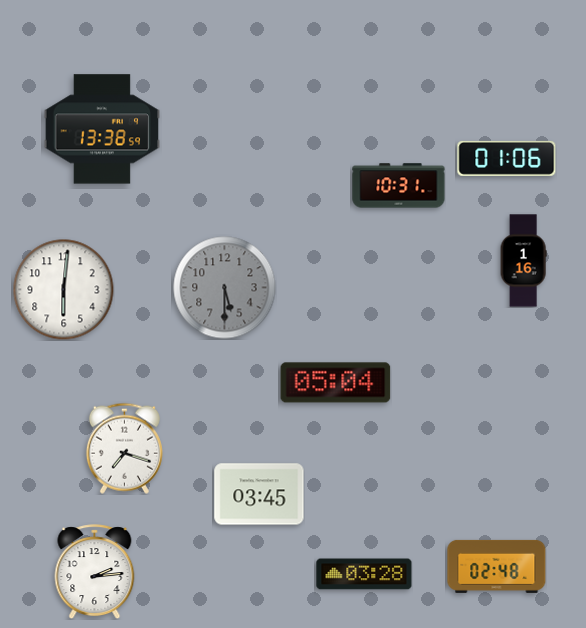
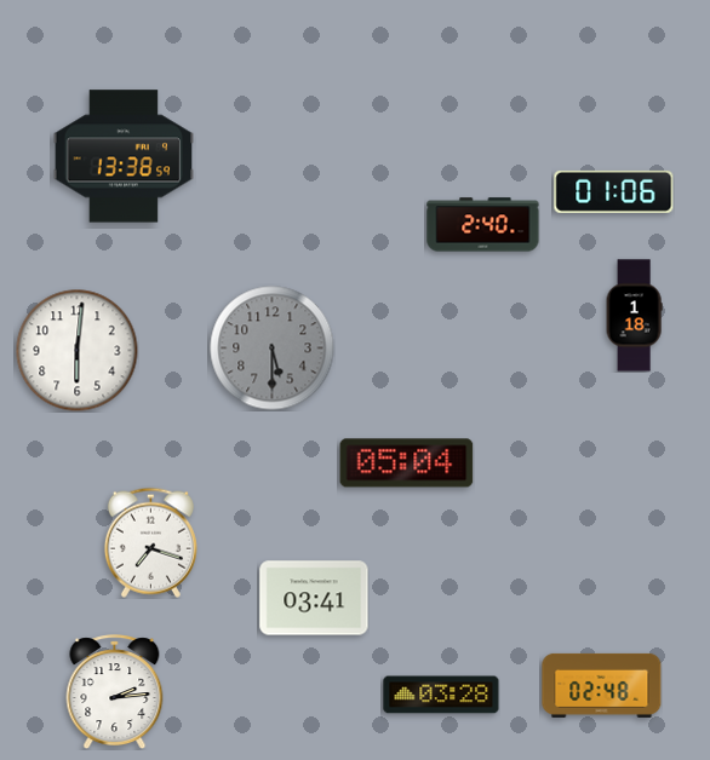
clock at (399, 186): 10:31 -> 2:40
clock at (523, 261): 1:16 -> 1:18
clock at (259, 494): 03:45 -> 03:41
